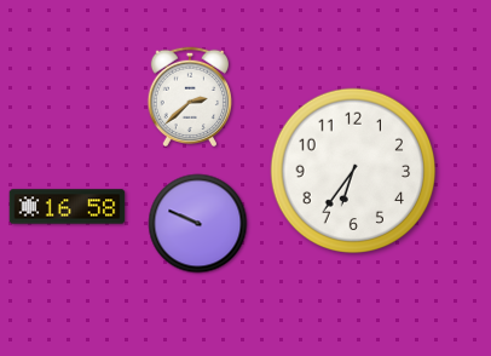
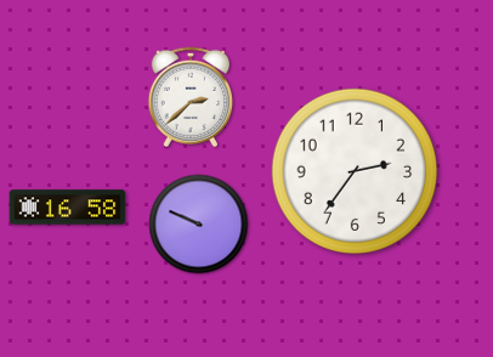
clock at (353, 171): 6:36 -> 2:36
